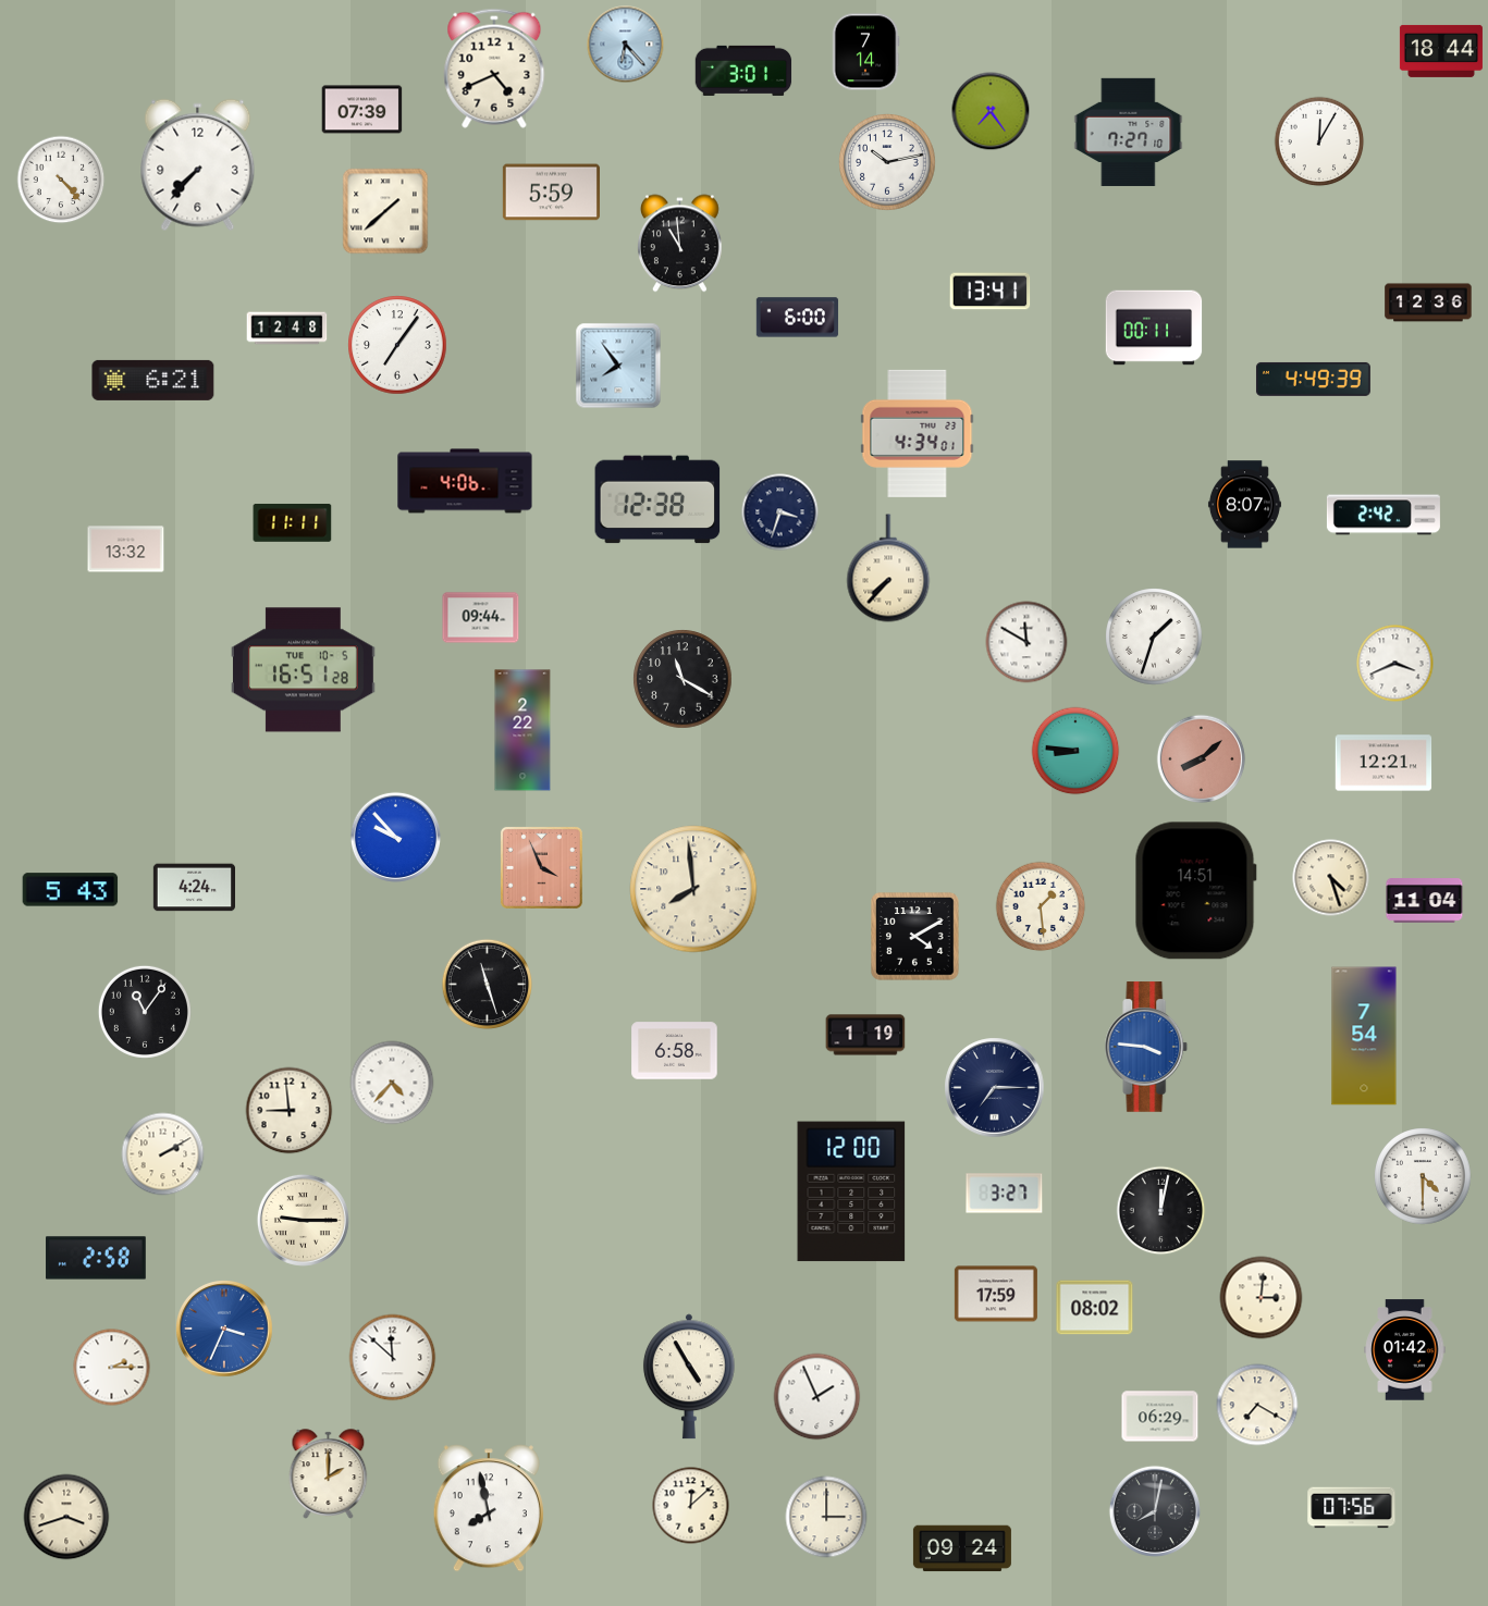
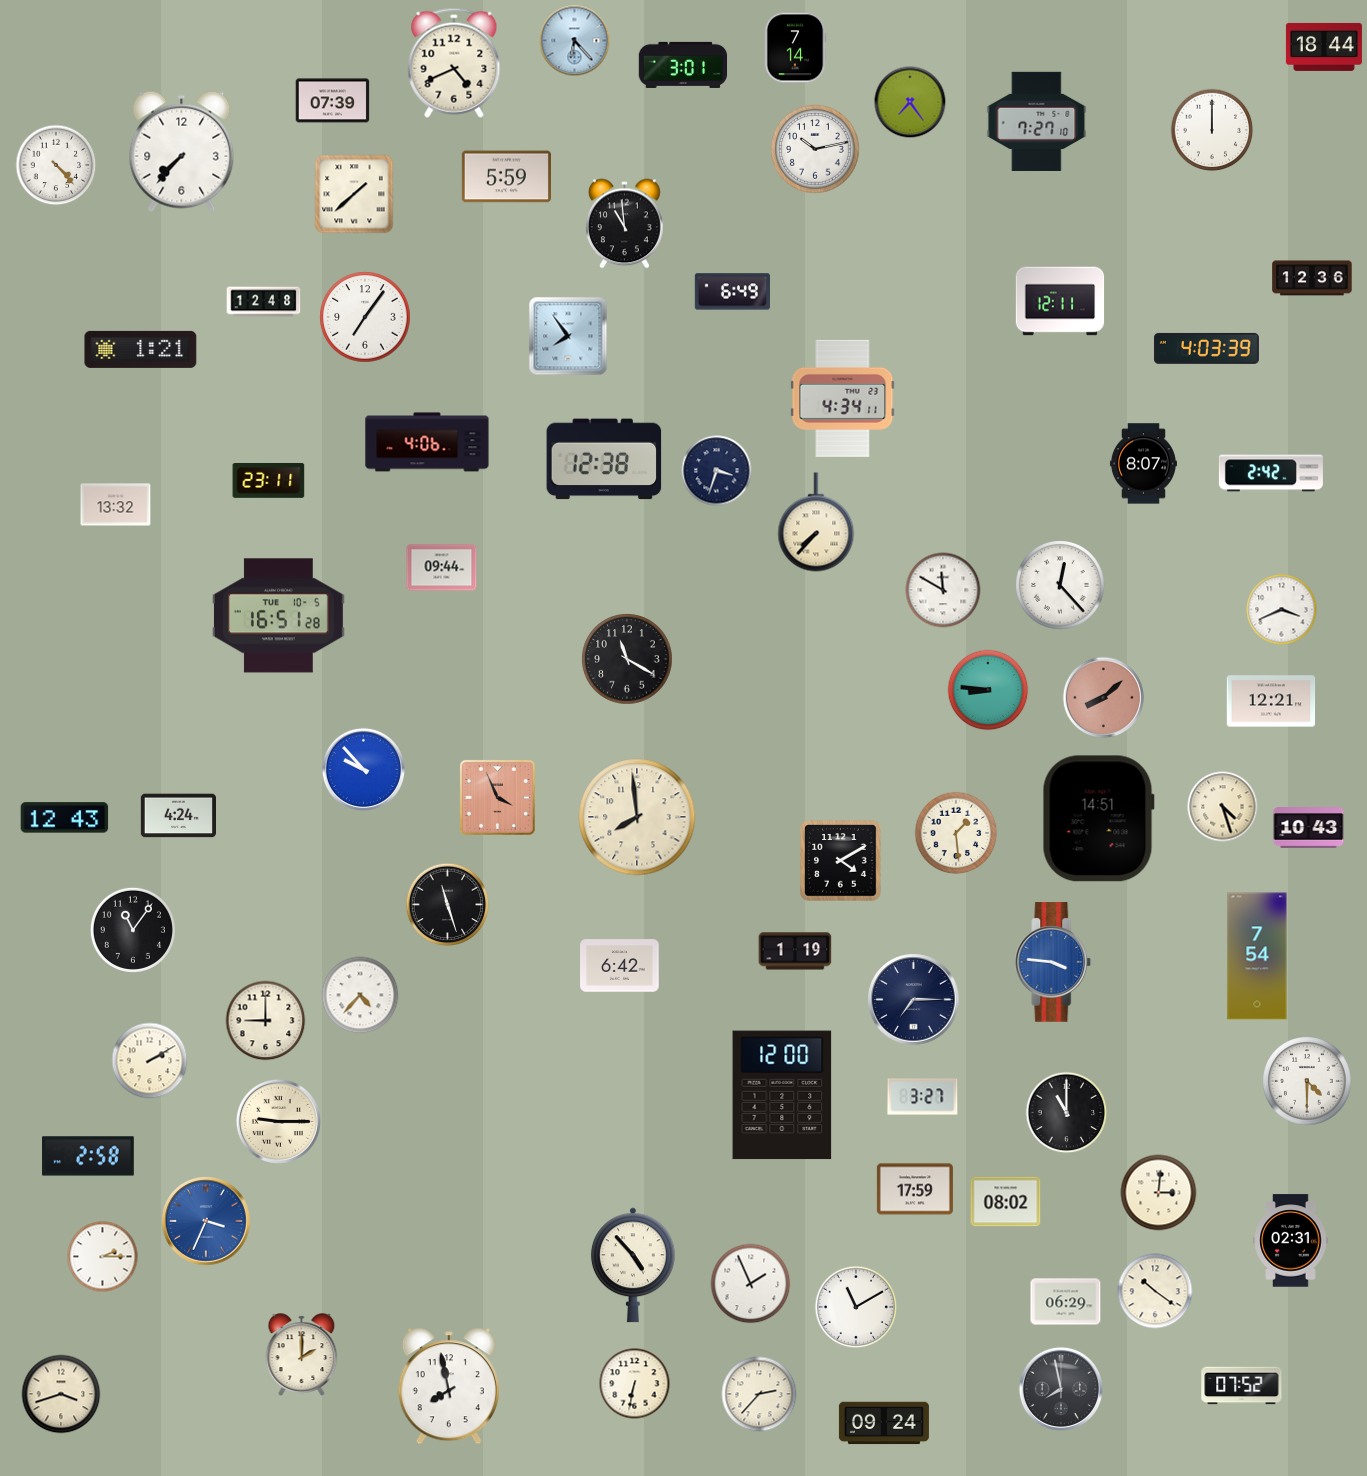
clock at (1319, 141): 12:05 -> 12:00
clock at (991, 292): 13:41 -> none
clock at (797, 318): 6:00 -> 6:49
clock at (1154, 328): 00:11 -> 12:11
clock at (1313, 379): 4:49 -> 4:03
clock at (153, 380): 6:21 -> 1:21
clock at (918, 433): 4:34:01 -> 4:34:11
clock at (293, 522): 11:11 -> 23:11
clock at (1154, 637): 1:33 -> 12:23
clock at (682, 679) position: (682, 679) -> (627, 659)
clock at (522, 730): 2:22 -> none
clock at (71, 890): 5:43 -> 12:43
clock at (1425, 901): 11:04 -> 10:43
clock at (1364, 1036) position: (1364, 1036) -> (1257, 956)
clock at (675, 1051): 6:58 -> 6:42
clock at (290, 1111): 8:59 -> 9:00
clock at (1161, 1211): 12:02 -> 11:00
clock at (1405, 1350): 01:42 -> 02:31
clock at (393, 1358): 11:52 -> none
clock at (689, 1376): 4:55 -> 4:53
clock at (1257, 1405): 7:20 -> 10:21
clock at (856, 1307): none -> 11:10
clock at (691, 1506): 12:08 -> 6:32
clock at (1352, 1508): 07:56 -> 07:52
clock at (1155, 1511): 8:02 -> 7:58
clock at (826, 1517): 3:00 -> 2:37
